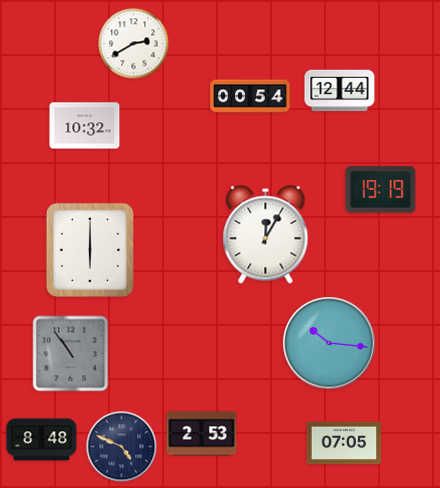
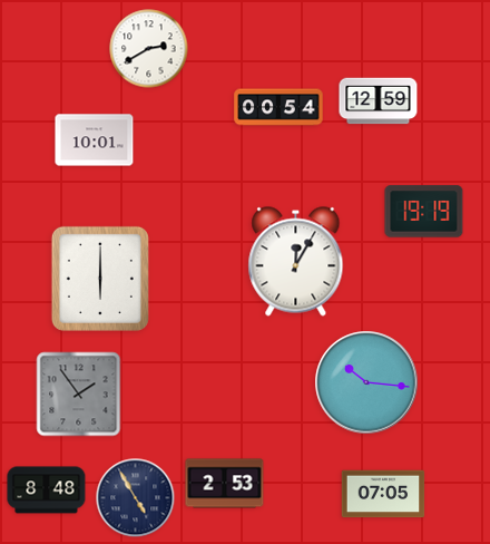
clock at (340, 91): 12:44 -> 12:59
clock at (85, 126): 10:32 -> 10:01
clock at (71, 354): 10:54 -> 1:54
clock at (122, 447): 4:49 -> 4:55
